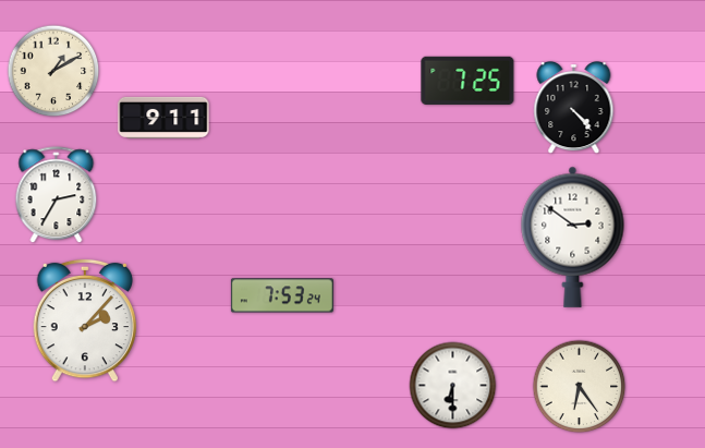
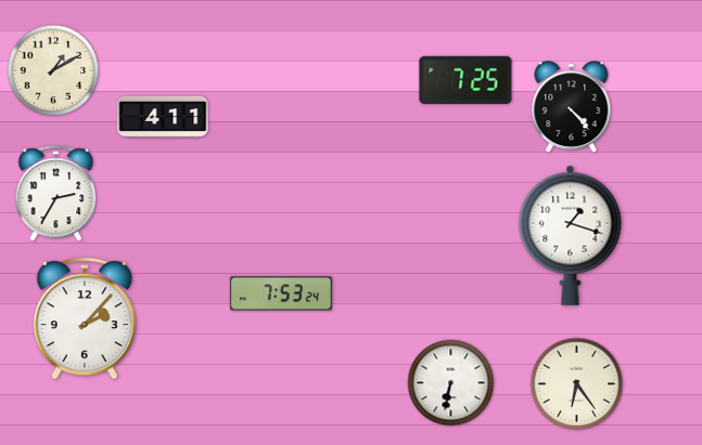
clock at (163, 118): 9:11 -> 4:11
clock at (573, 237): 2:51 -> 1:18
clock at (453, 386): 6:30 -> 6:32
